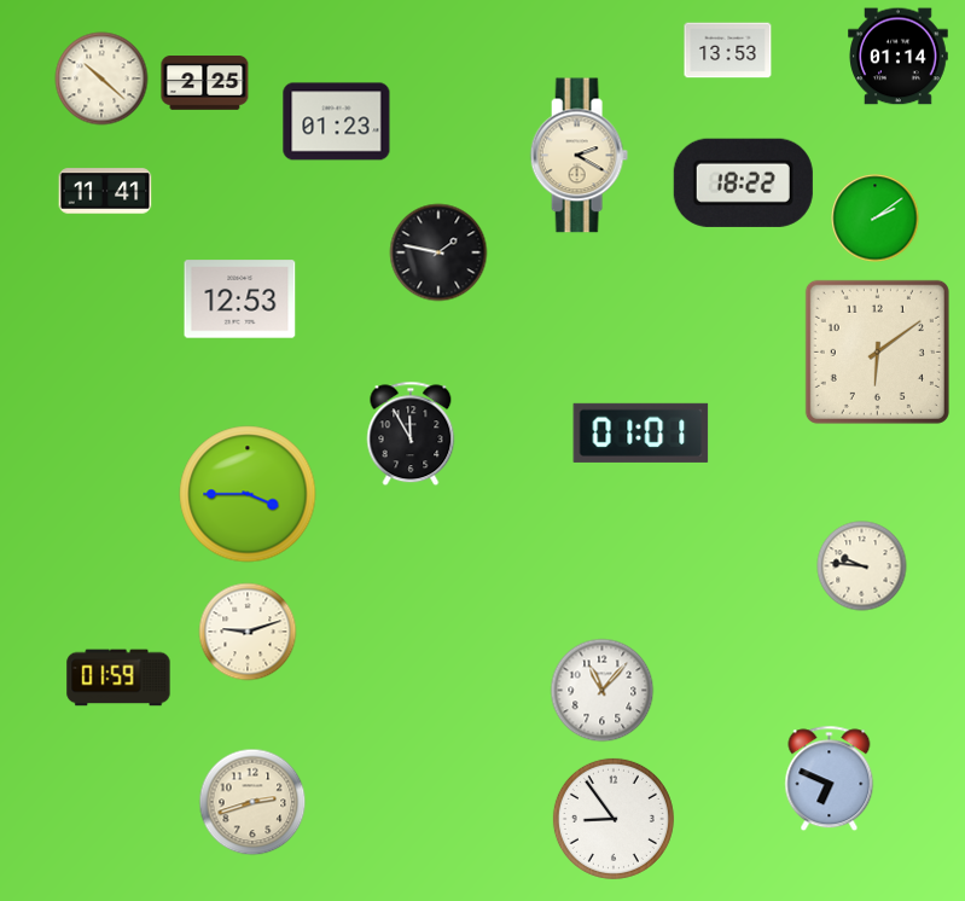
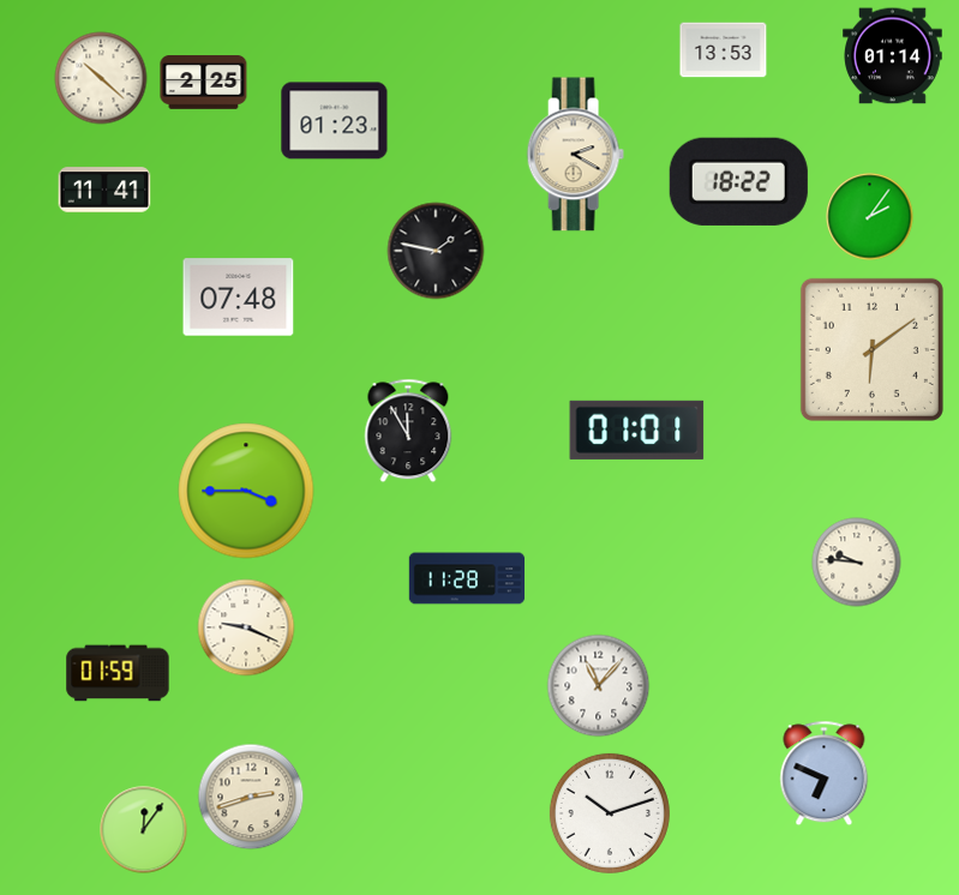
clock at (876, 219): 2:09 -> 2:06
clock at (240, 300): 12:53 -> 07:48
clock at (467, 578): none -> 11:28
clock at (248, 632): 9:12 -> 9:19
clock at (614, 819): 8:54 -> 10:12
clock at (144, 830): none -> 12:06
